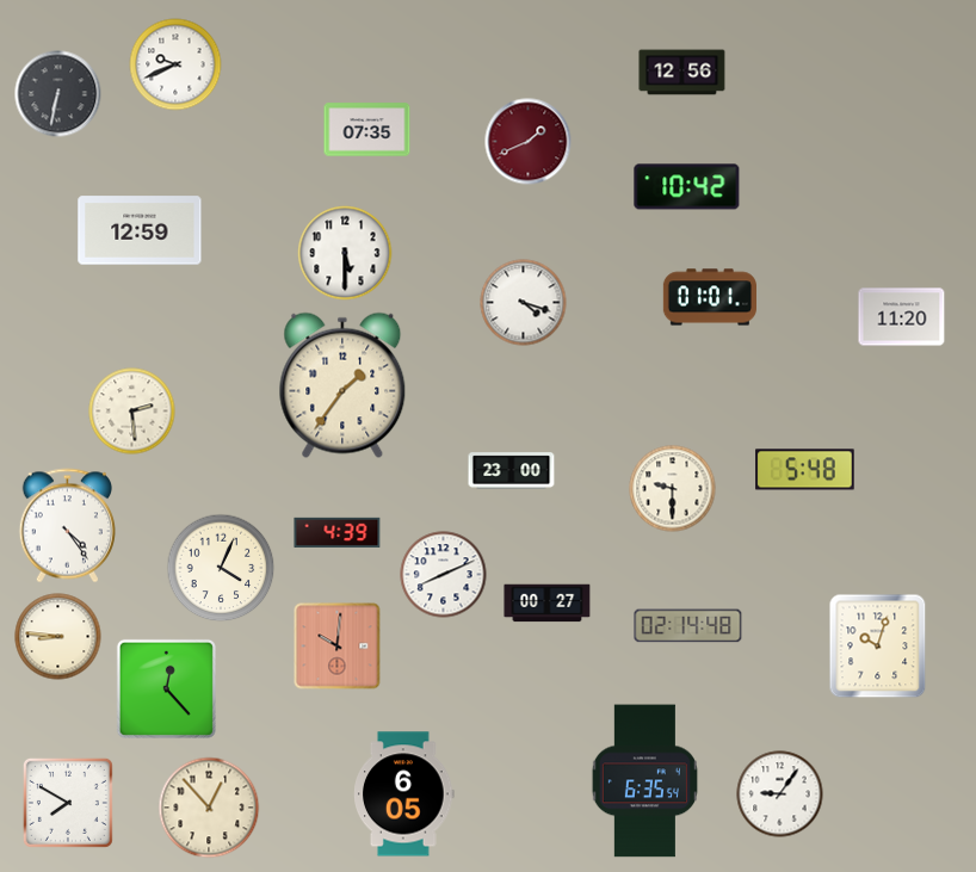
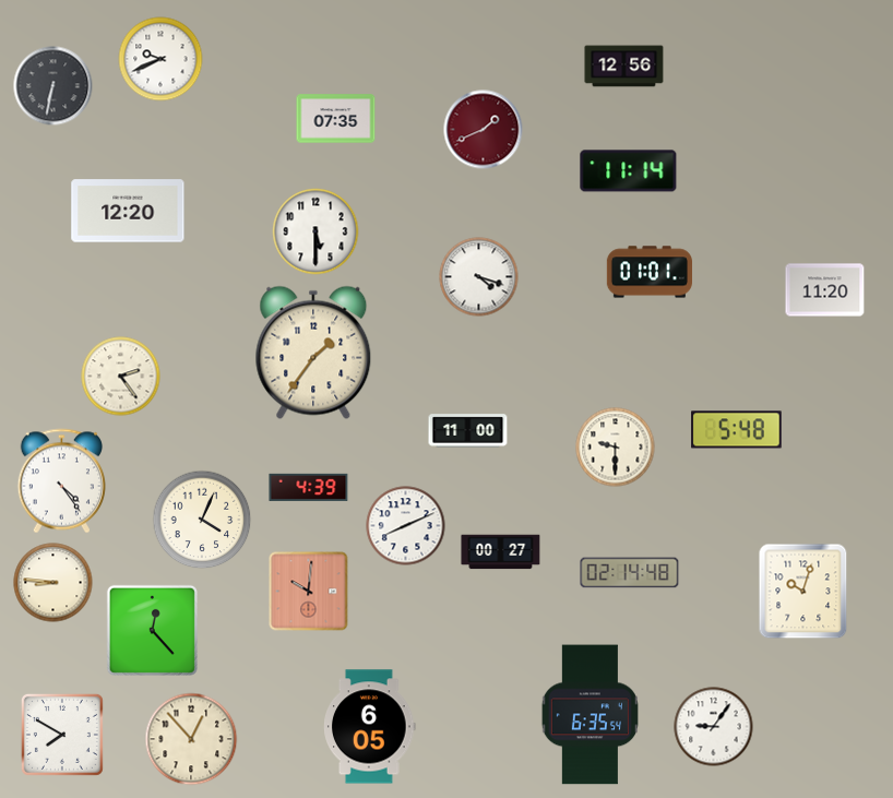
clock at (687, 187): 10:42 -> 11:14
clock at (140, 230): 12:59 -> 12:20
clock at (132, 412): 2:29 -> 2:24
clock at (512, 471): 23:00 -> 11:00
